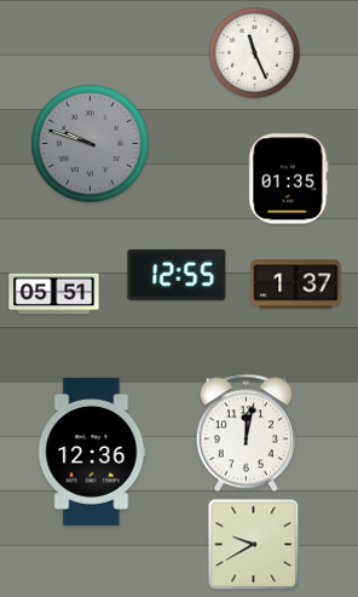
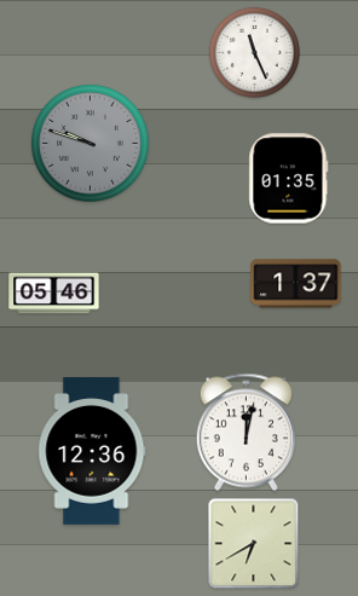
clock at (177, 275): 12:55 -> none
clock at (54, 294): 05:51 -> 05:46
clock at (254, 545): 9:40 -> 6:40
